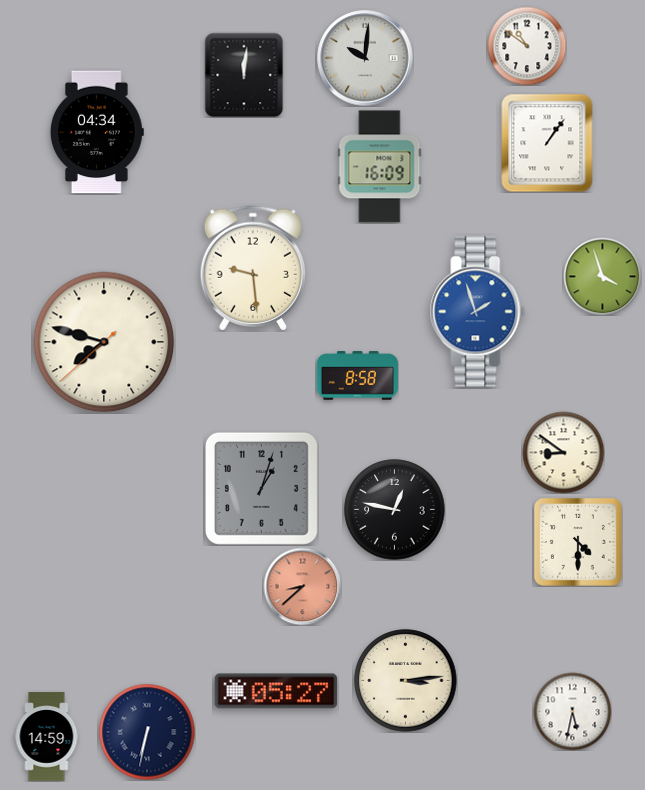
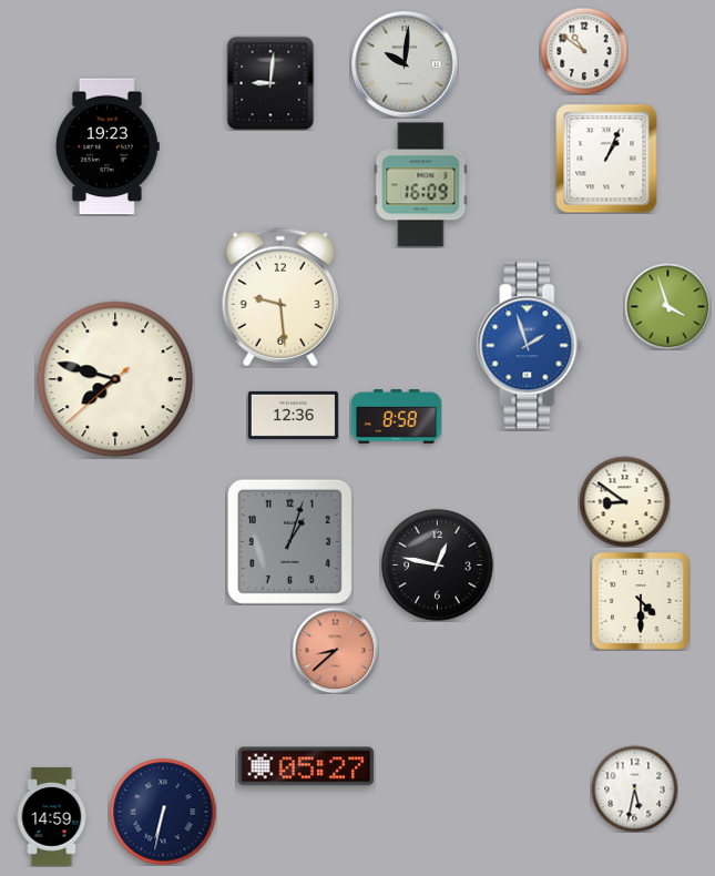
clock at (244, 75): 12:01 -> 9:01
clock at (97, 132): 04:34 -> 19:23
clock at (547, 143): 1:06 -> 1:04
clock at (293, 415): none -> 12:36
clock at (406, 681): 3:14 -> none
